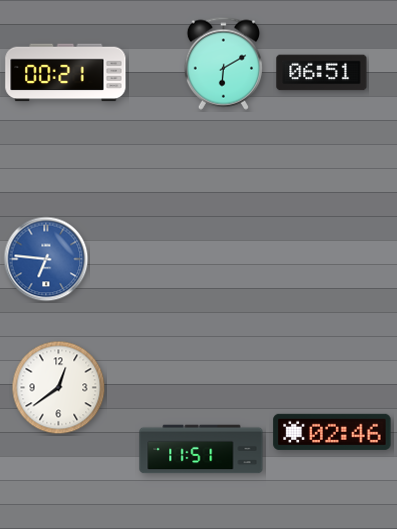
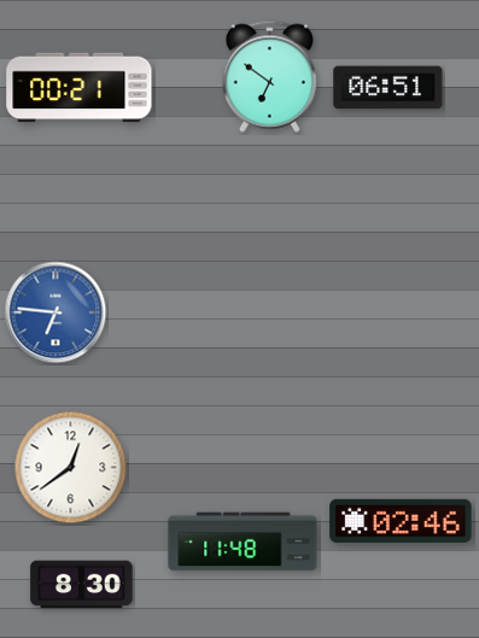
clock at (223, 63): 6:10 -> 6:51
clock at (201, 449): 11:51 -> 11:48
clock at (82, 585): none -> 8:30
